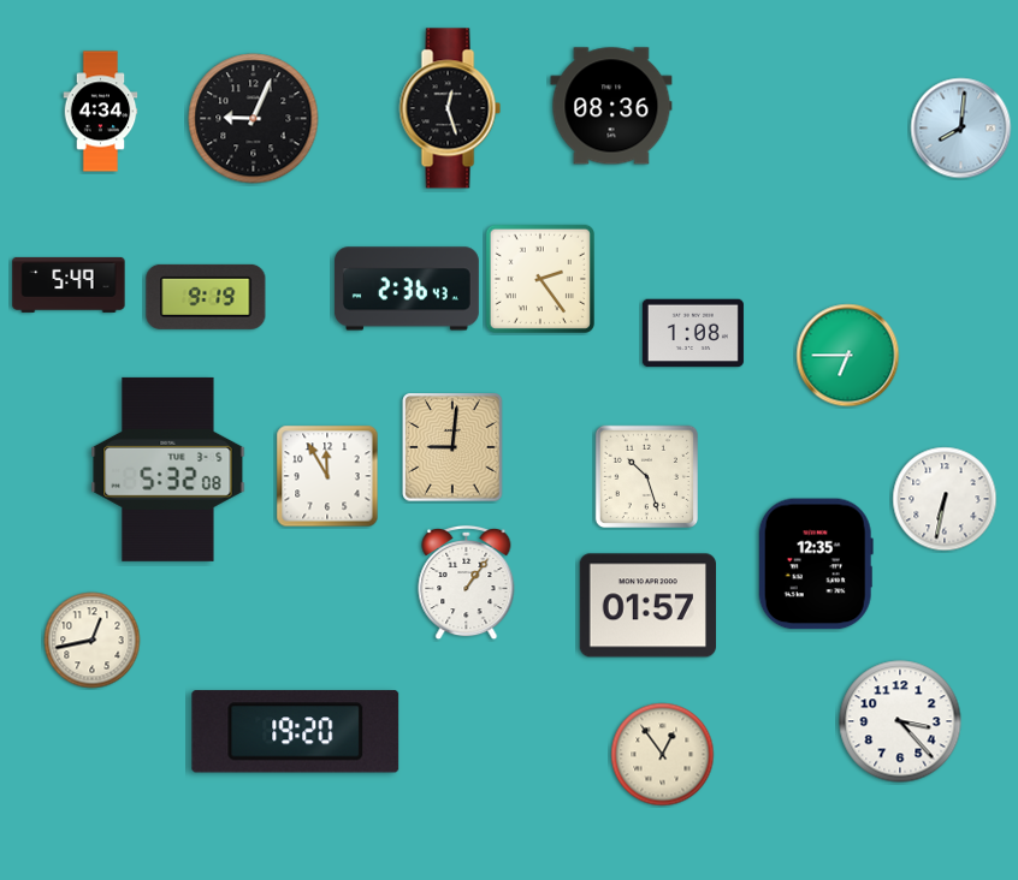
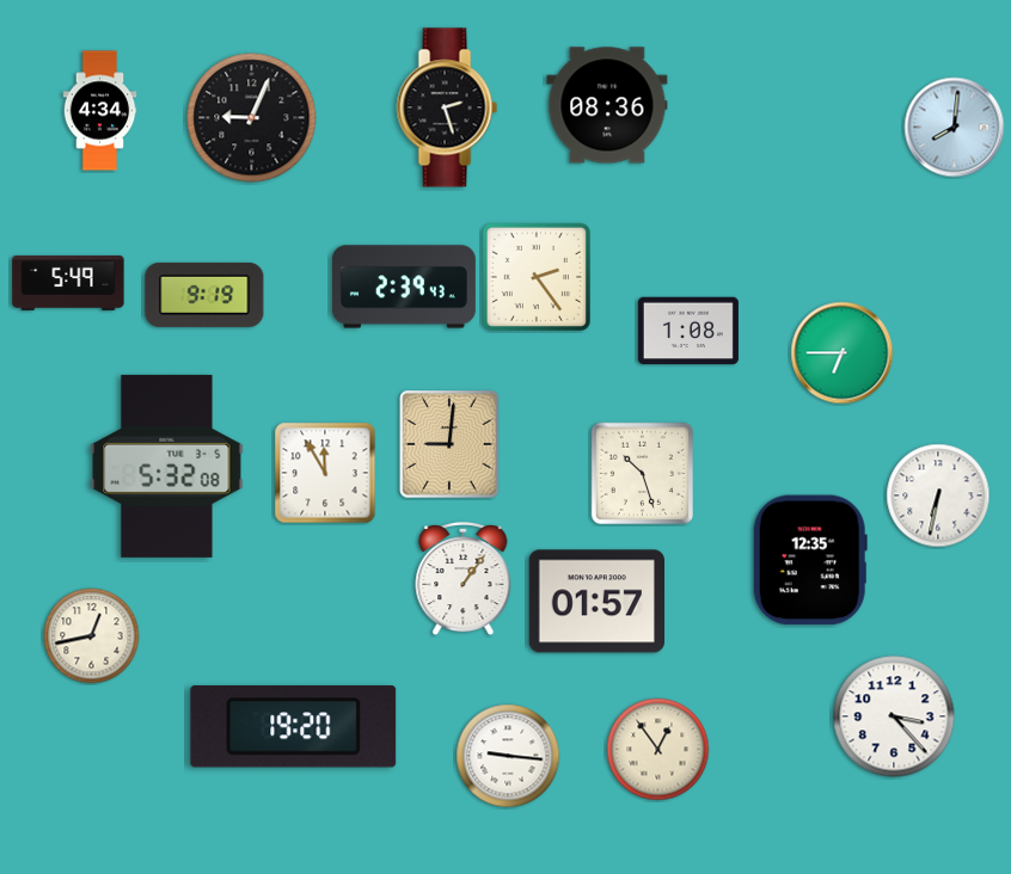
clock at (450, 108): 12:27 -> 2:27
clock at (407, 289): 2:36 -> 2:39
clock at (647, 606) position: (647, 606) -> (596, 602)
clock at (508, 756): none -> 9:16
